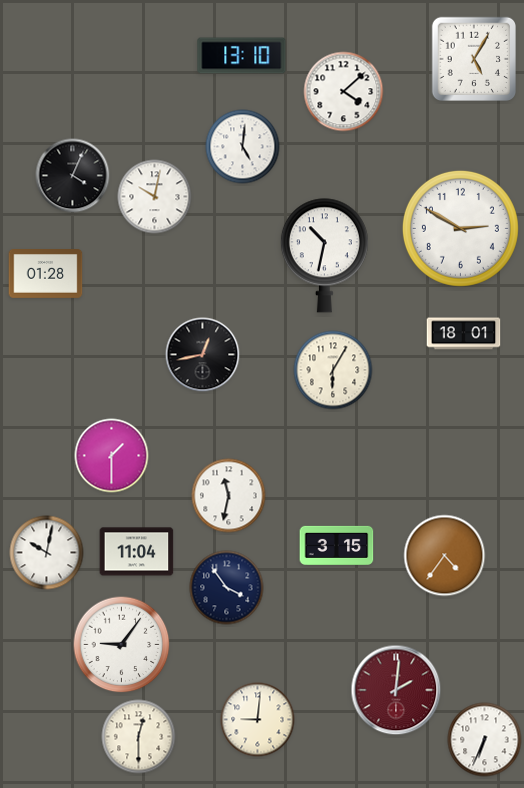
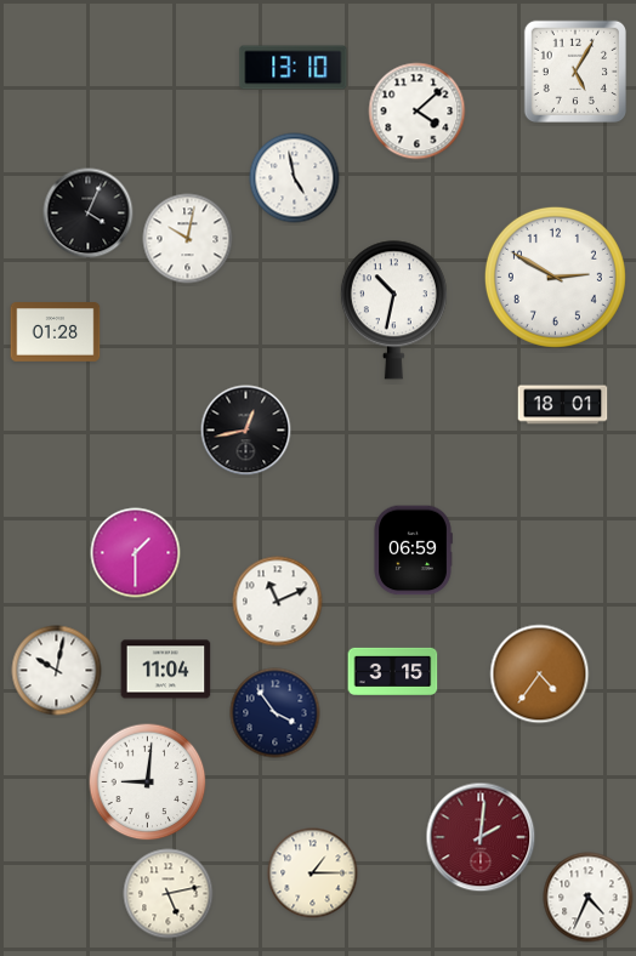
clock at (243, 147): 5:01 -> 4:58
clock at (460, 228) position: (460, 228) -> (555, 277)
clock at (333, 370): 6:05 -> none
clock at (413, 551): none -> 06:59
clock at (229, 496): 11:32 -> 11:11
clock at (337, 545) position: (337, 545) -> (393, 671)
clock at (122, 645): 9:06 -> 9:01
clock at (258, 720): 9:01 -> 1:15
clock at (139, 737): 12:30 -> 5:13
clock at (485, 740): 6:34 -> 4:34
